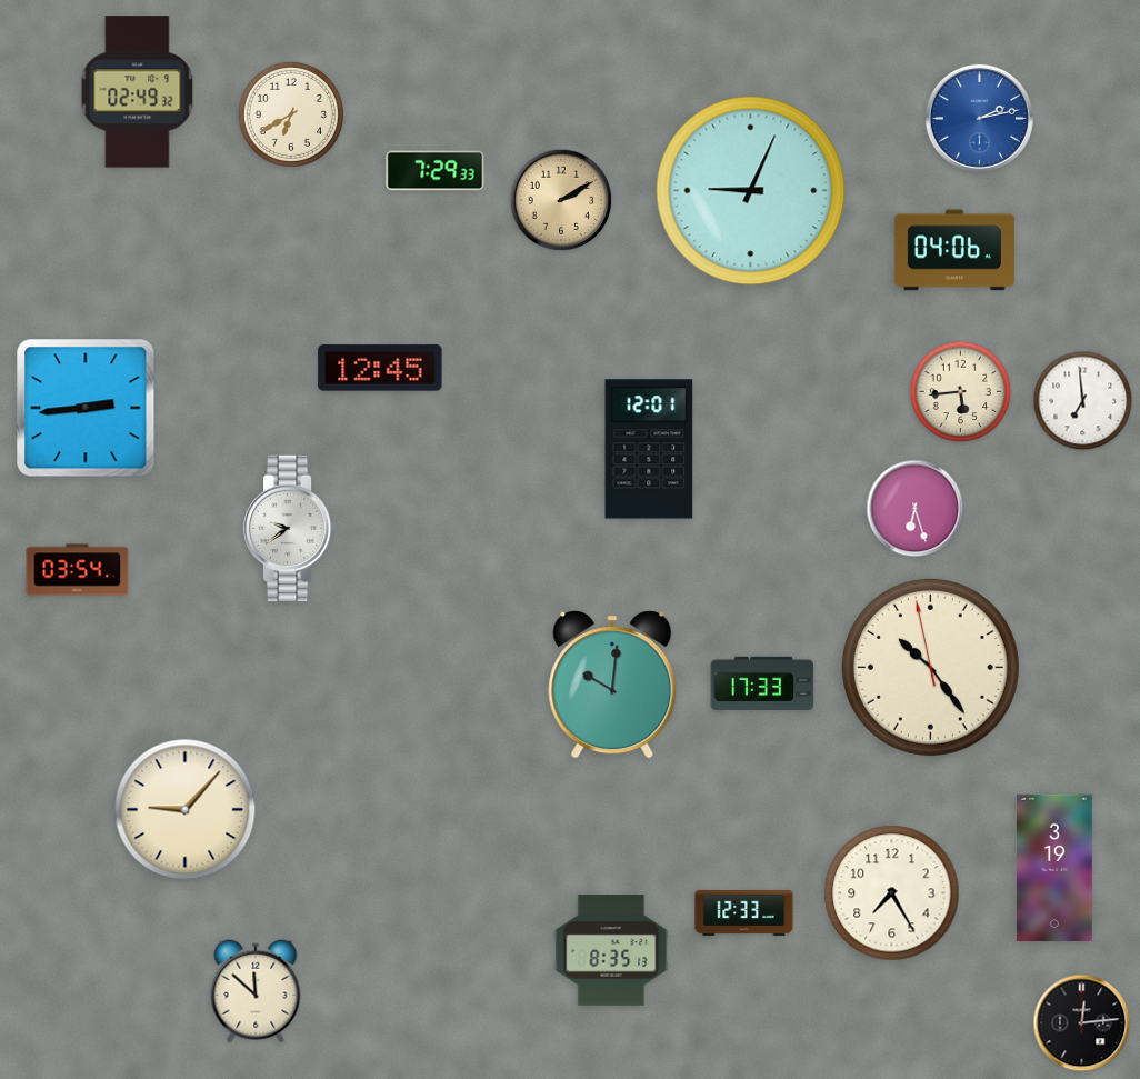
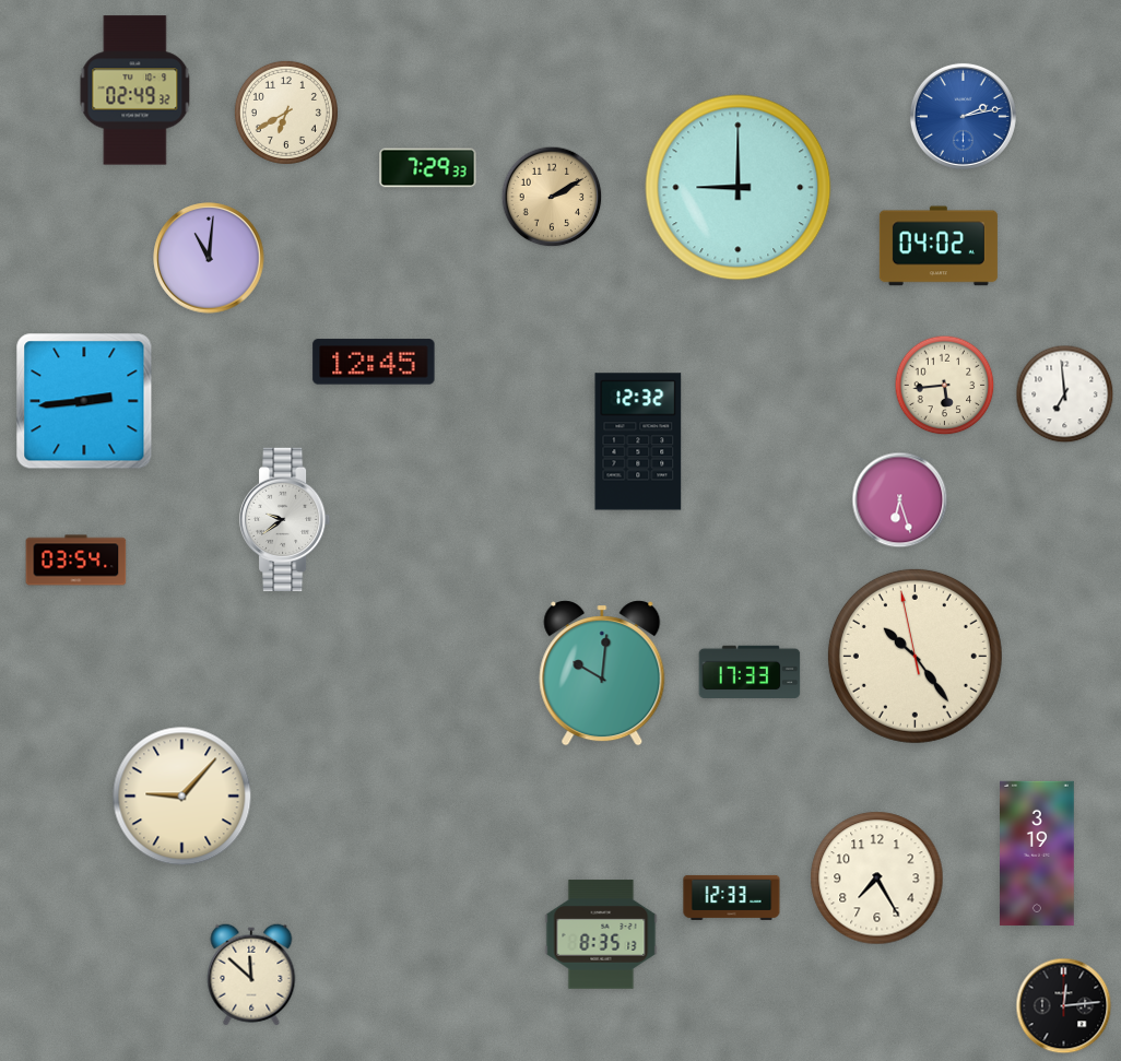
clock at (751, 191): 9:04 -> 9:00
clock at (954, 250): 04:06 -> 04:02
clock at (209, 258): none -> 11:01
clock at (649, 449): 12:01 -> 12:32
